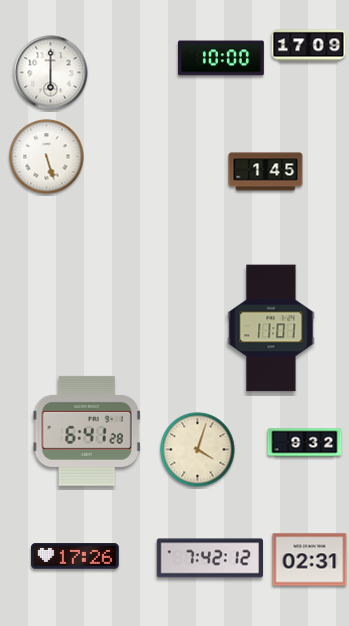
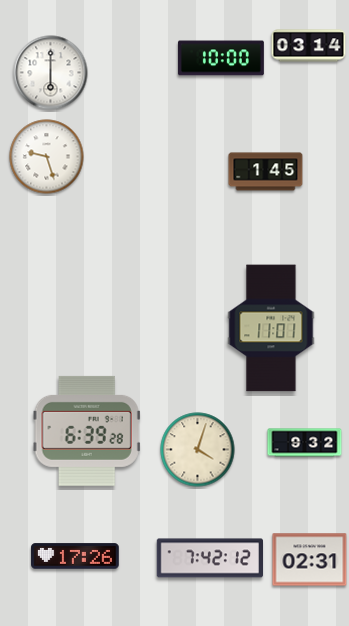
clock at (309, 46): 17:09 -> 03:14
clock at (47, 157): 5:27 -> 9:27
clock at (87, 431): 6:41 -> 6:39
